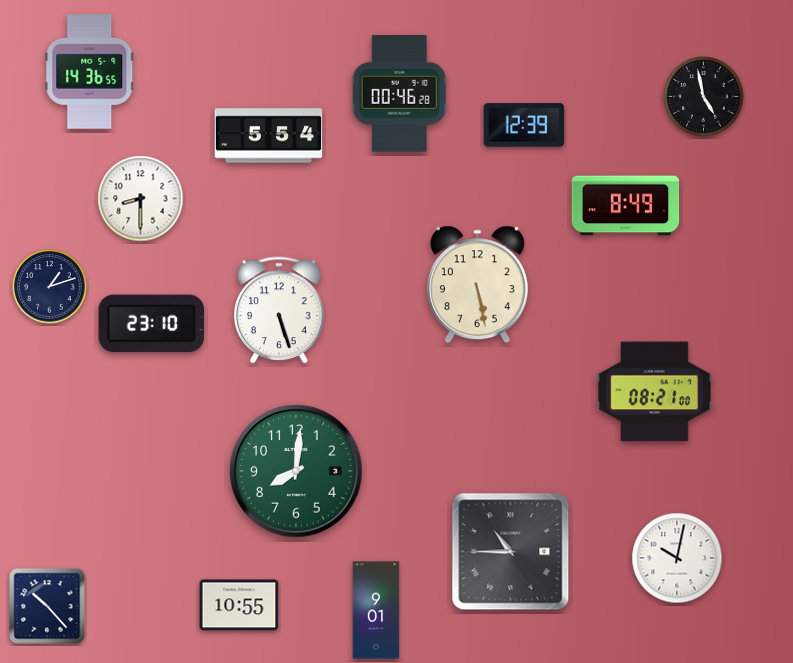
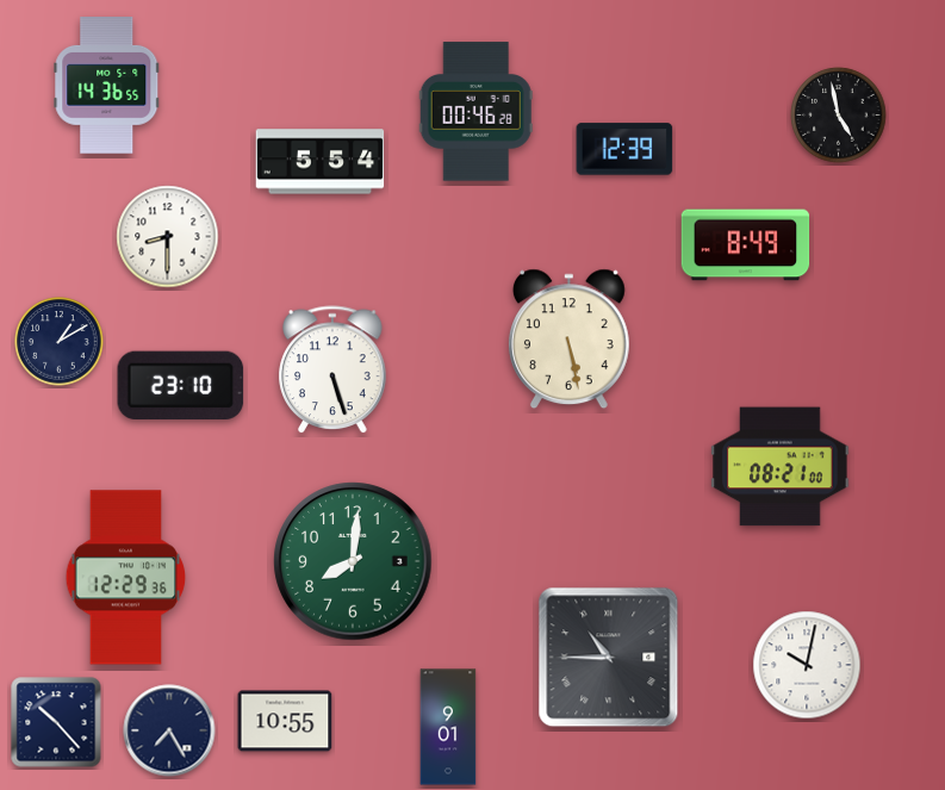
clock at (50, 287): 1:12 -> 1:10
clock at (126, 578): none -> 12:29
clock at (169, 730): none -> 7:25
